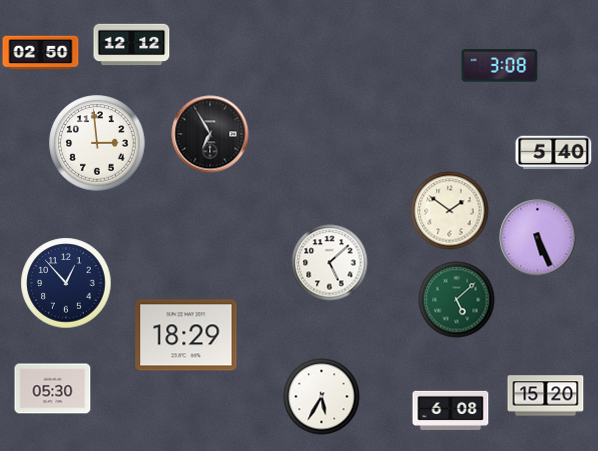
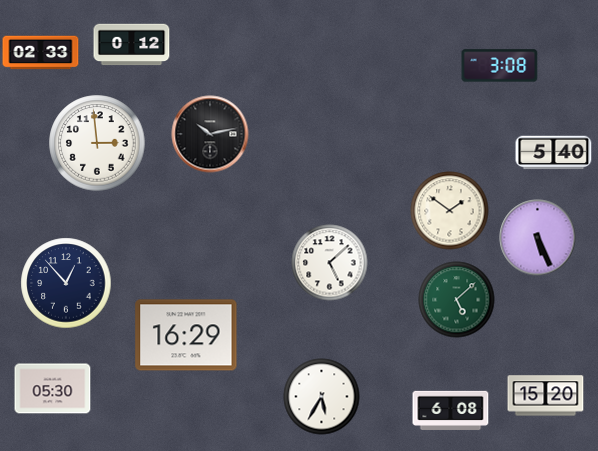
clock at (132, 45): 12:12 -> 0:12
clock at (41, 53): 02:50 -> 02:33
clock at (210, 134): 6:55 -> 10:13
clock at (186, 335): 18:29 -> 16:29
